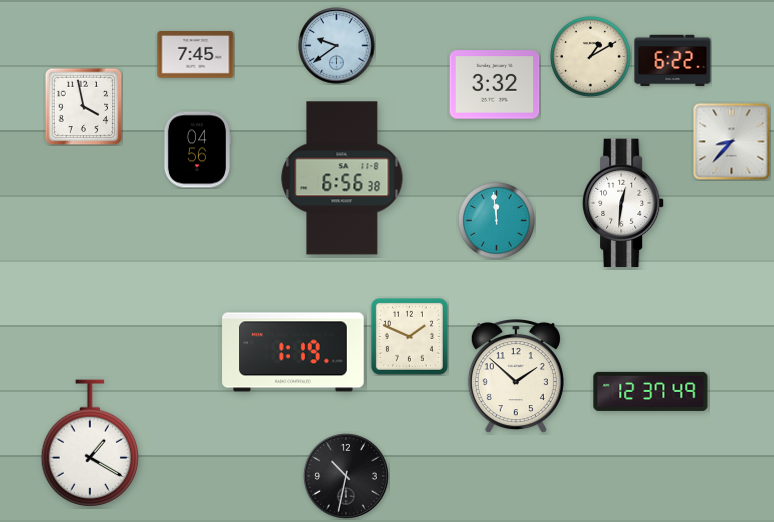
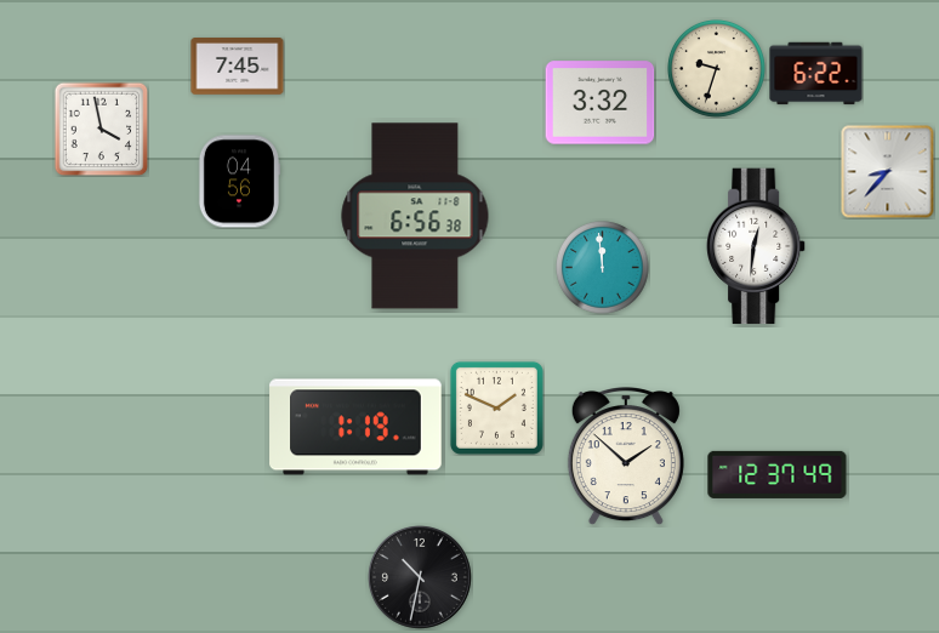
clock at (337, 46): 9:39 -> none
clock at (591, 57): 1:10 -> 9:33
clock at (651, 391) position: (651, 391) -> (778, 474)
clock at (89, 443): 1:20 -> none
